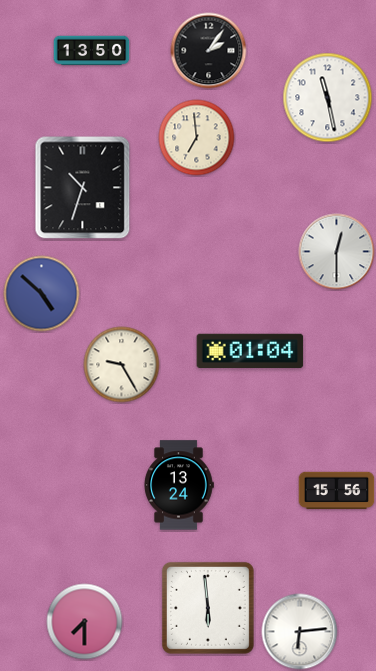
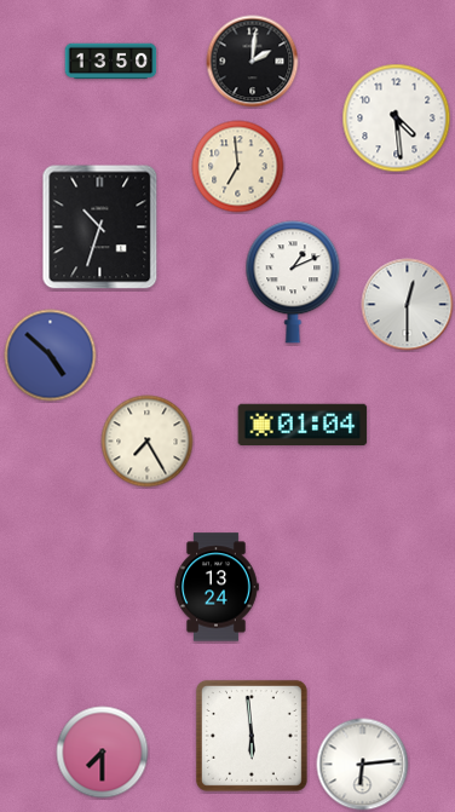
clock at (209, 51): 2:06 -> 2:01
clock at (328, 98): 11:28 -> 4:29
clock at (293, 282): none -> 1:11
clock at (122, 365): 9:25 -> 7:25
clock at (337, 491): 15:56 -> none
